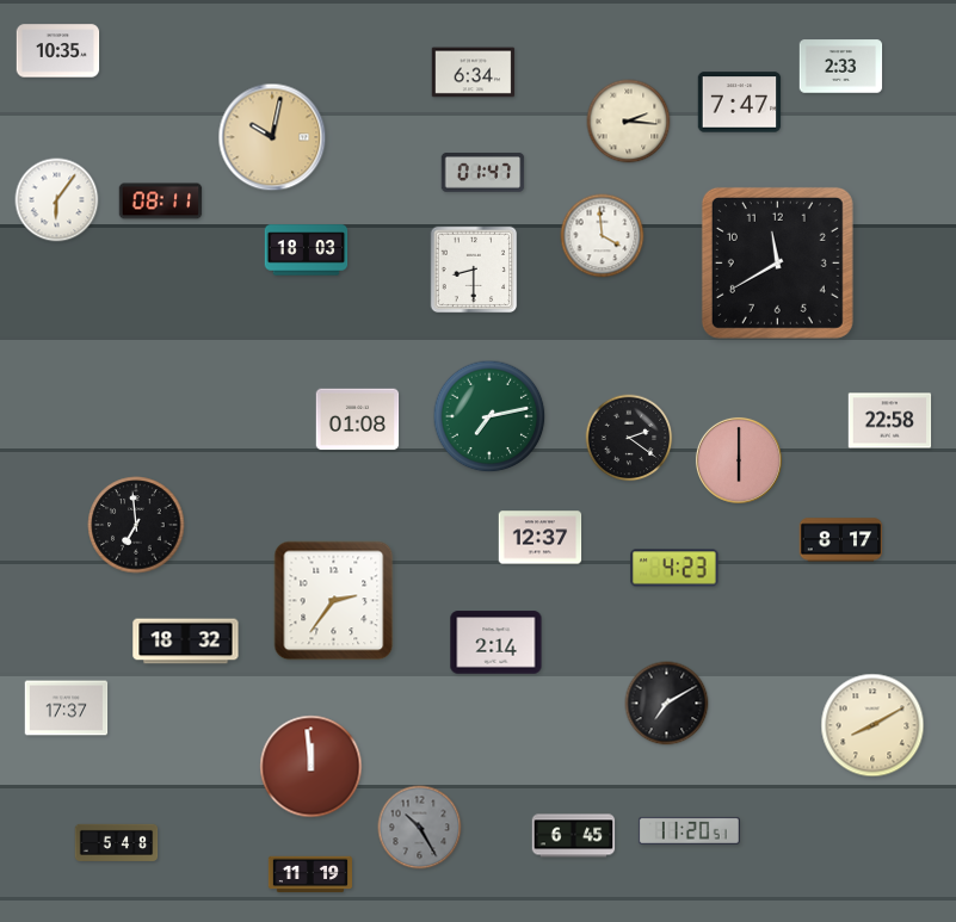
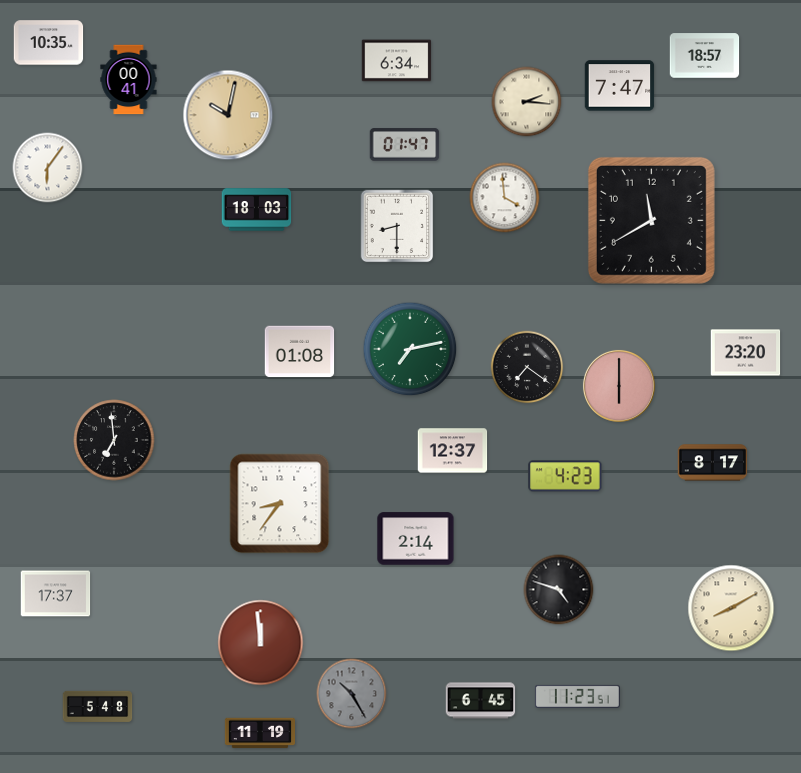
clock at (841, 67): 2:33 -> 18:57
clock at (129, 80): none -> 00:41
clock at (161, 202): 08:11 -> none
clock at (890, 421): 22:58 -> 23:20
clock at (629, 438): 2:21 -> 7:21
clock at (841, 540) position: (841, 540) -> (713, 463)
clock at (334, 601): 2:36 -> 8:36
clock at (186, 642): 18:32 -> none
clock at (667, 704): 7:10 -> 4:48
clock at (689, 830): 11:20 -> 11:23
